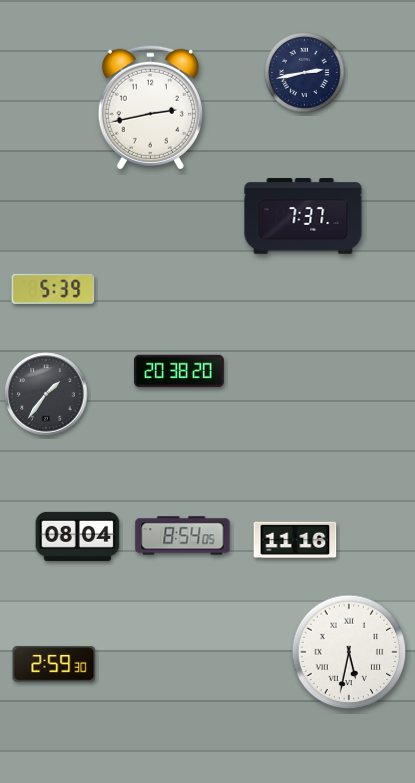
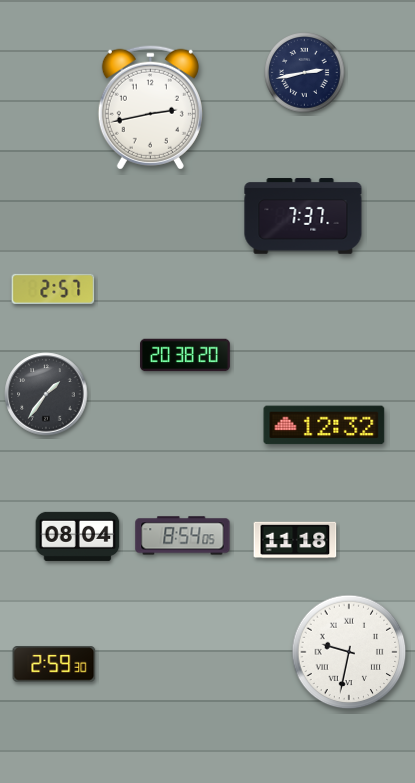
clock at (53, 289): 5:39 -> 2:57
clock at (180, 371) position: (180, 371) -> (186, 355)
clock at (324, 425): none -> 12:32
clock at (295, 540): 11:16 -> 11:18
clock at (349, 652): 5:32 -> 9:32
